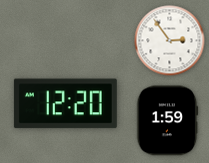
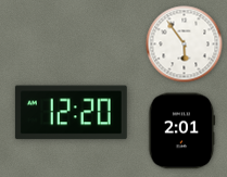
clock at (170, 41): 2:54 -> 5:54
clock at (168, 121): 1:59 -> 2:01
